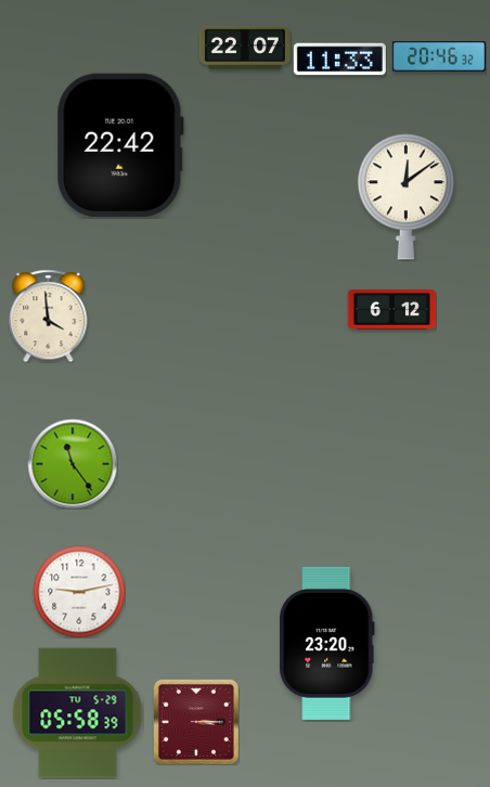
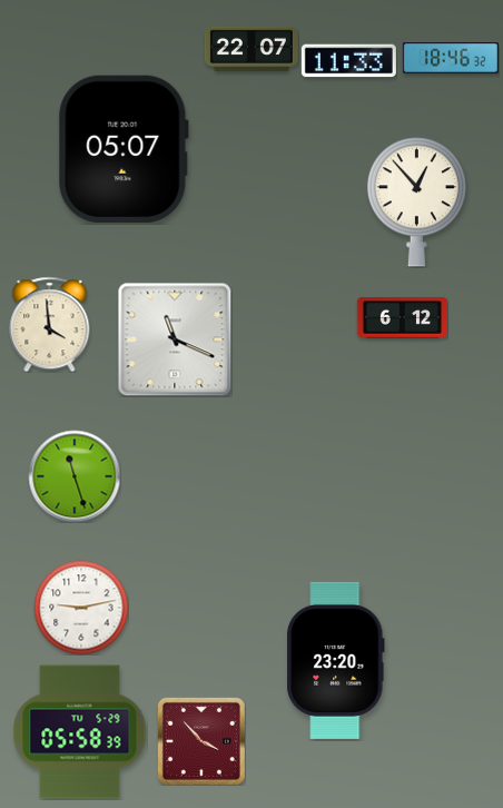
clock at (439, 56): 20:46 -> 18:46
clock at (120, 145): 22:42 -> 05:07
clock at (405, 197): 12:09 -> 12:53
clock at (175, 339): none -> 11:19
clock at (73, 464): 11:24 -> 11:27
clock at (196, 722): 3:15 -> 3:53
